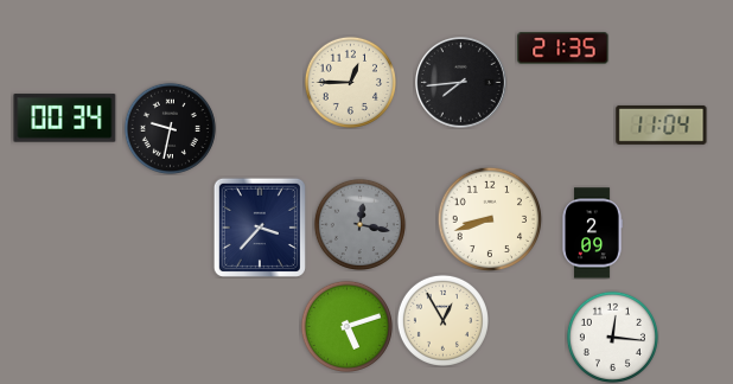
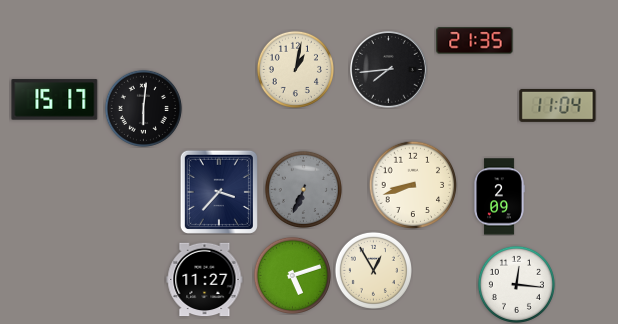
clock at (350, 82): 12:45 -> 1:02
clock at (65, 119): 00:34 -> 15:17
clock at (170, 128): 9:32 -> 6:01
clock at (359, 224): 12:17 -> 6:34
clock at (205, 280): none -> 11:27
